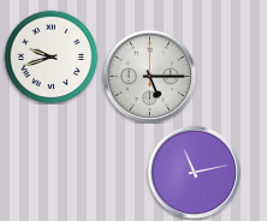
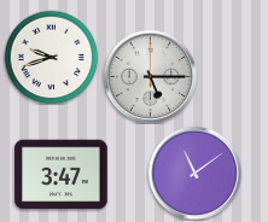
clock at (194, 172): 11:13 -> 11:09
clock at (62, 175): none -> 3:47
